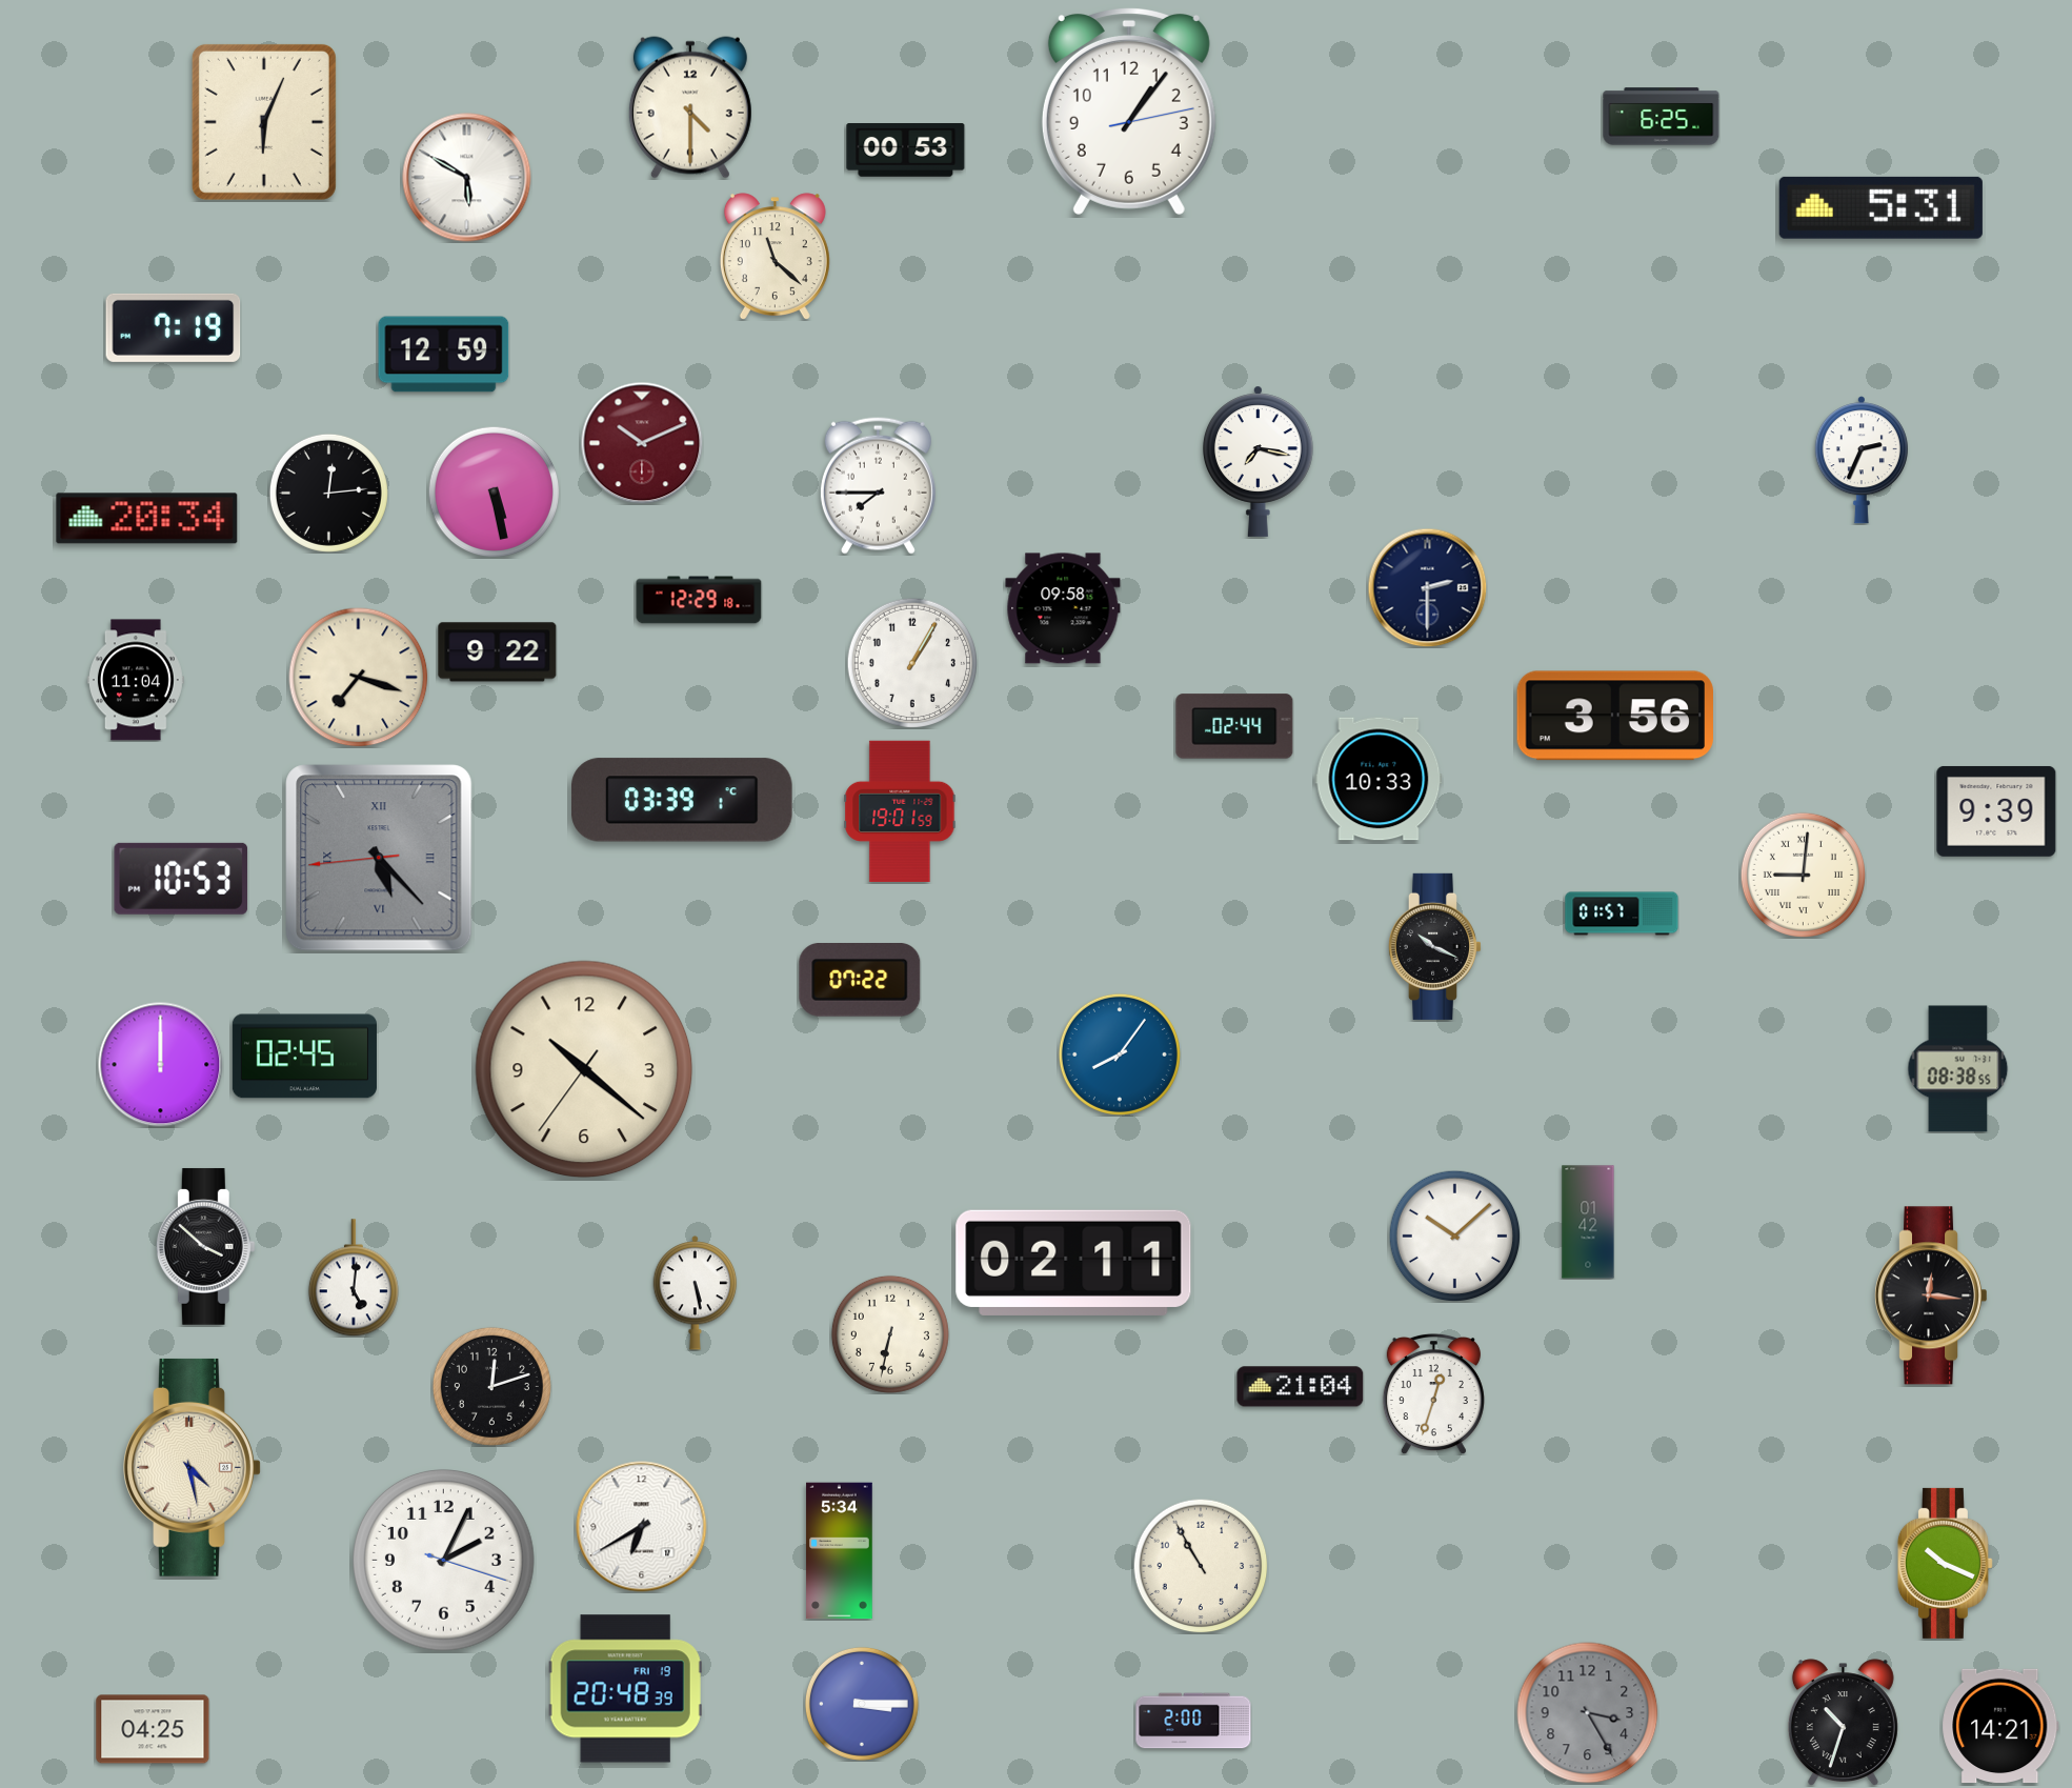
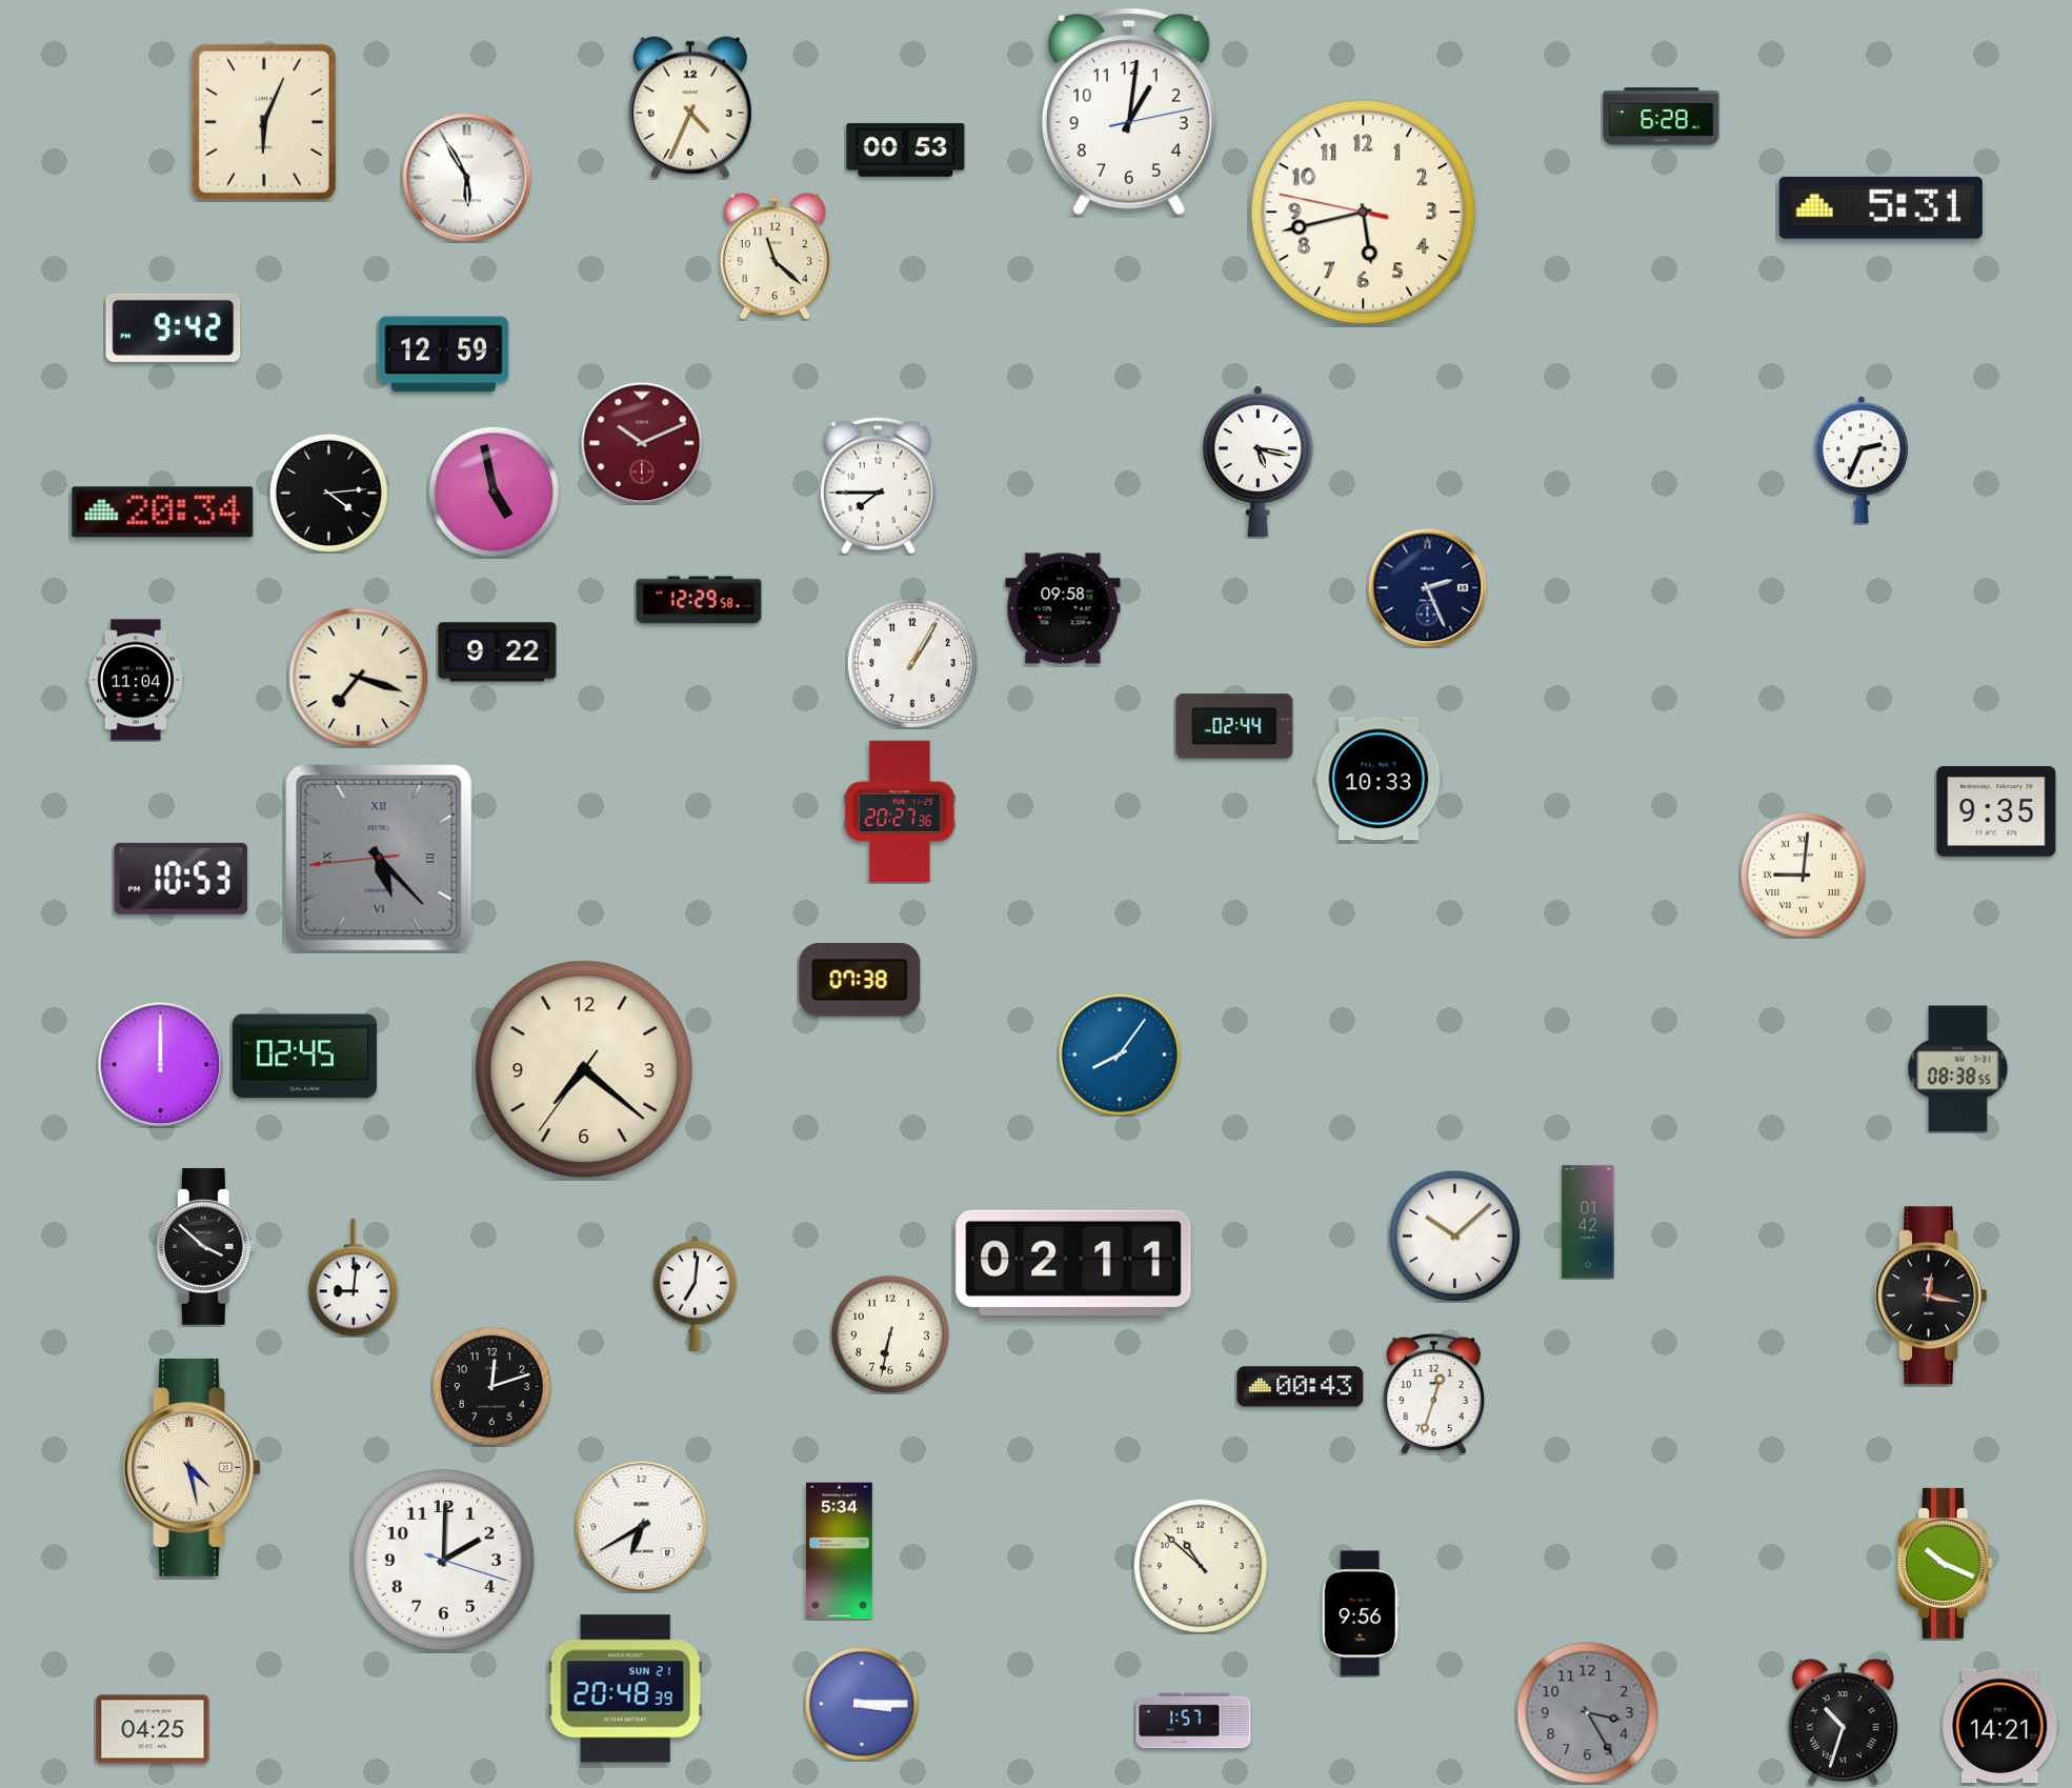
clock at (690, 107): 4:30 -> 4:34
clock at (1129, 112): 1:06 -> 1:01
clock at (1662, 117): 6:25 -> 6:28
clock at (467, 178): 5:50 -> 5:55
clock at (1364, 213): none -> 5:42
clock at (174, 327): 7:19 -> 9:42
clock at (1259, 461): 7:17 -> 5:17
clock at (494, 491): 5:28 -> 4:58
clock at (328, 493): 12:14 -> 4:14
clock at (147, 519) position: (147, 519) -> (163, 513)
clock at (1427, 587): 2:30 -> 2:26
clock at (699, 600): 12:29:18 -> 12:29:58
clock at (1614, 716): 3:56 -> none
clock at (683, 800): 03:39 -> none
clock at (900, 810): 19:01 -> 20:27
clock at (1996, 811): 9:39 -> 9:35
clock at (1622, 913): 01:57 -> none
clock at (1434, 946): 10:19 -> none
clock at (860, 980): 07:22 -> 07:38
clock at (584, 1069): 10:21 -> 7:21
clock at (354, 1278): 5:01 -> 9:01
clock at (696, 1293): 5:28 -> 7:01
clock at (1932, 1295): 12:16 -> 12:17
clock at (1301, 1387): 21:04 -> 00:43
clock at (444, 1561): 2:04 -> 2:00
clock at (1201, 1566): 10:55 -> 10:52
clock at (1361, 1613): none -> 9:56
clock at (625, 1689) date: FRI 19 -> SUN 21
clock at (1193, 1721): 2:00 -> 1:57
